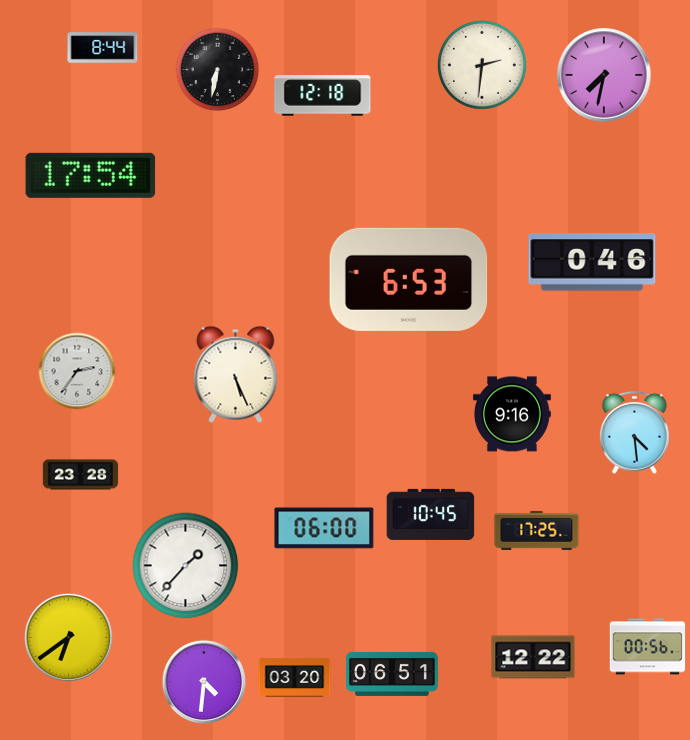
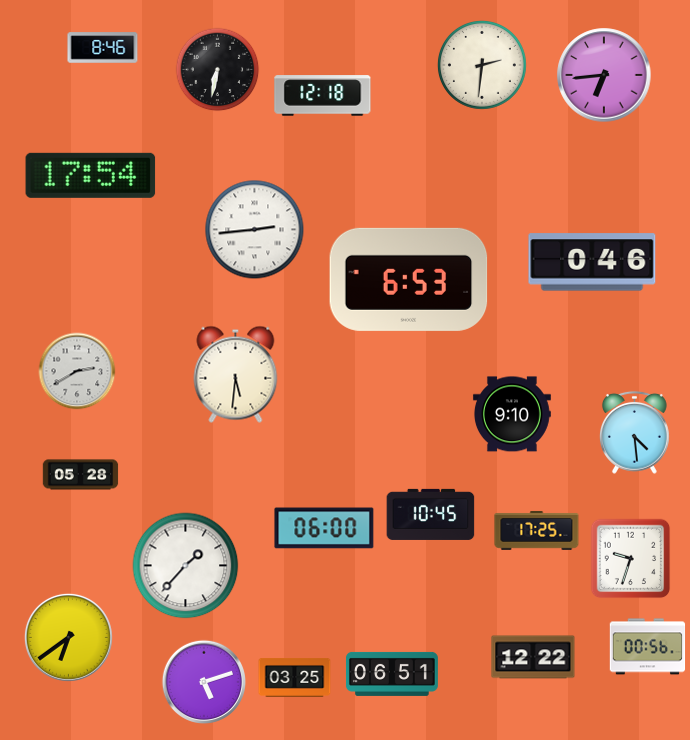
clock at (103, 48): 8:44 -> 8:46
clock at (604, 75): 7:32 -> 6:44
clock at (255, 230): none -> 2:44
clock at (77, 371): 2:36 -> 2:40
clock at (236, 374): 5:26 -> 5:31
clock at (512, 414): 9:16 -> 9:10
clock at (81, 475): 23:28 -> 05:28
clock at (631, 559): none -> 9:33
clock at (295, 678): 03:20 -> 03:25
clock at (203, 681): 4:31 -> 5:12
